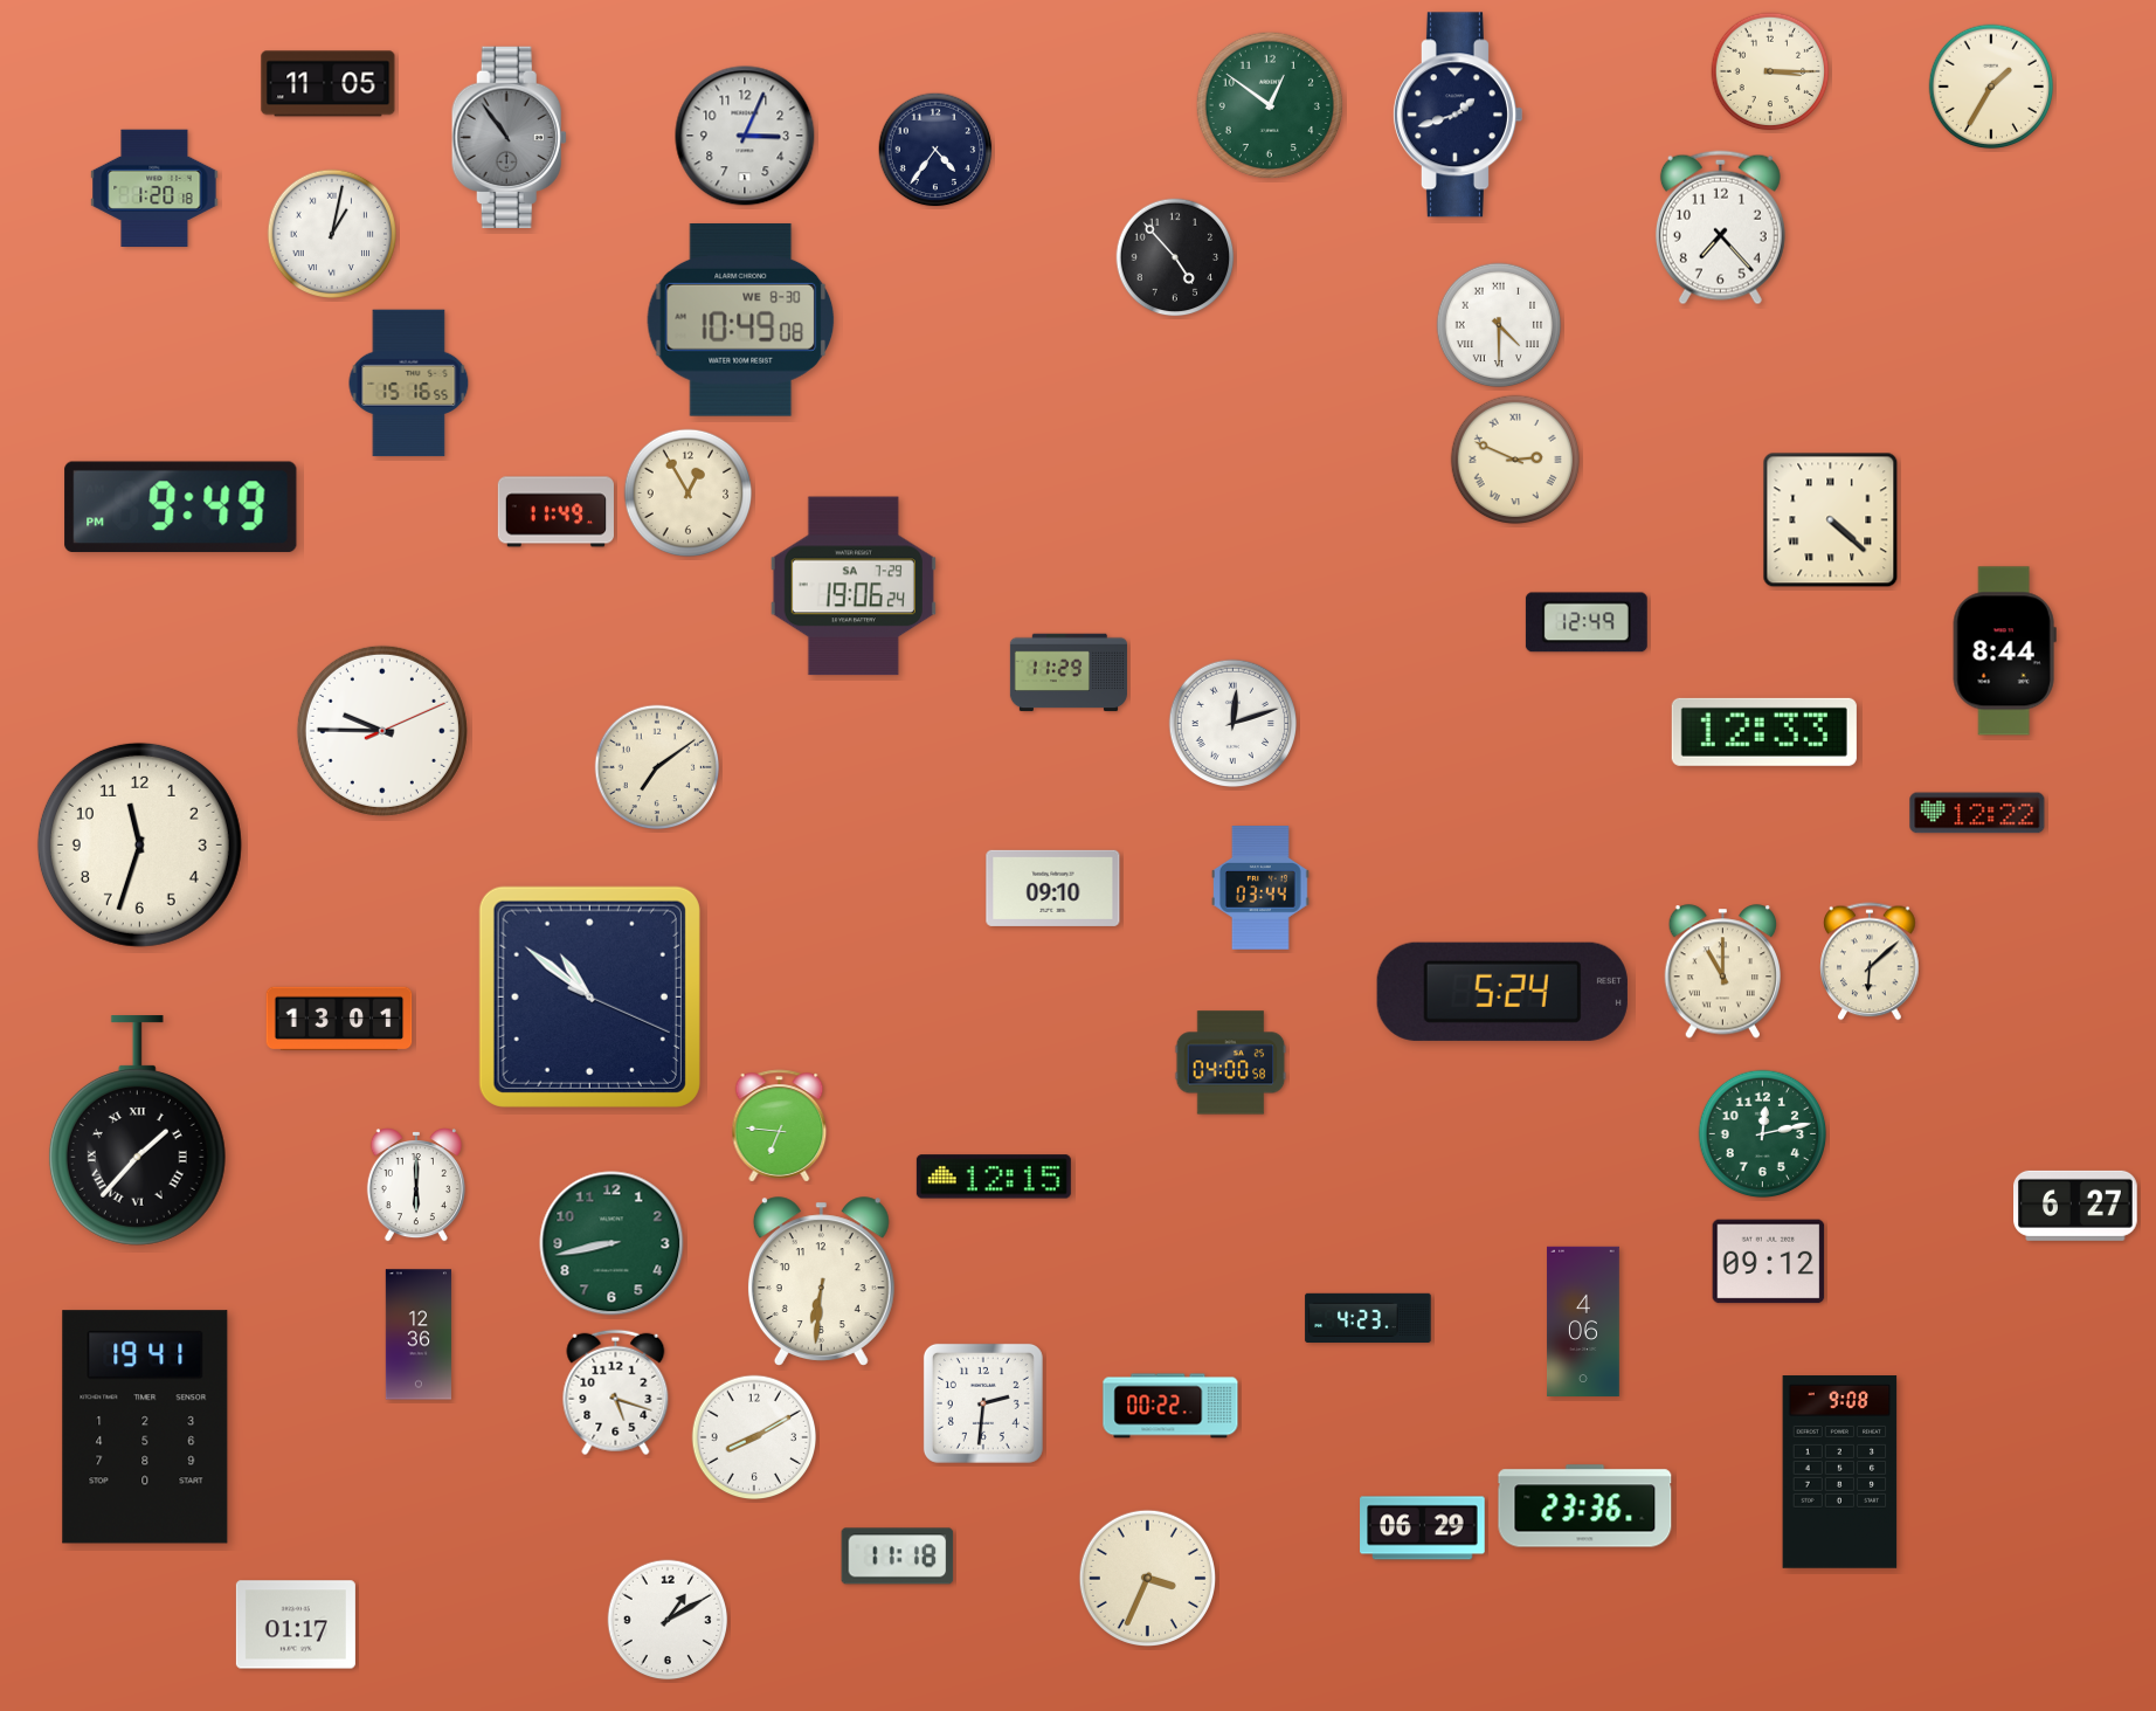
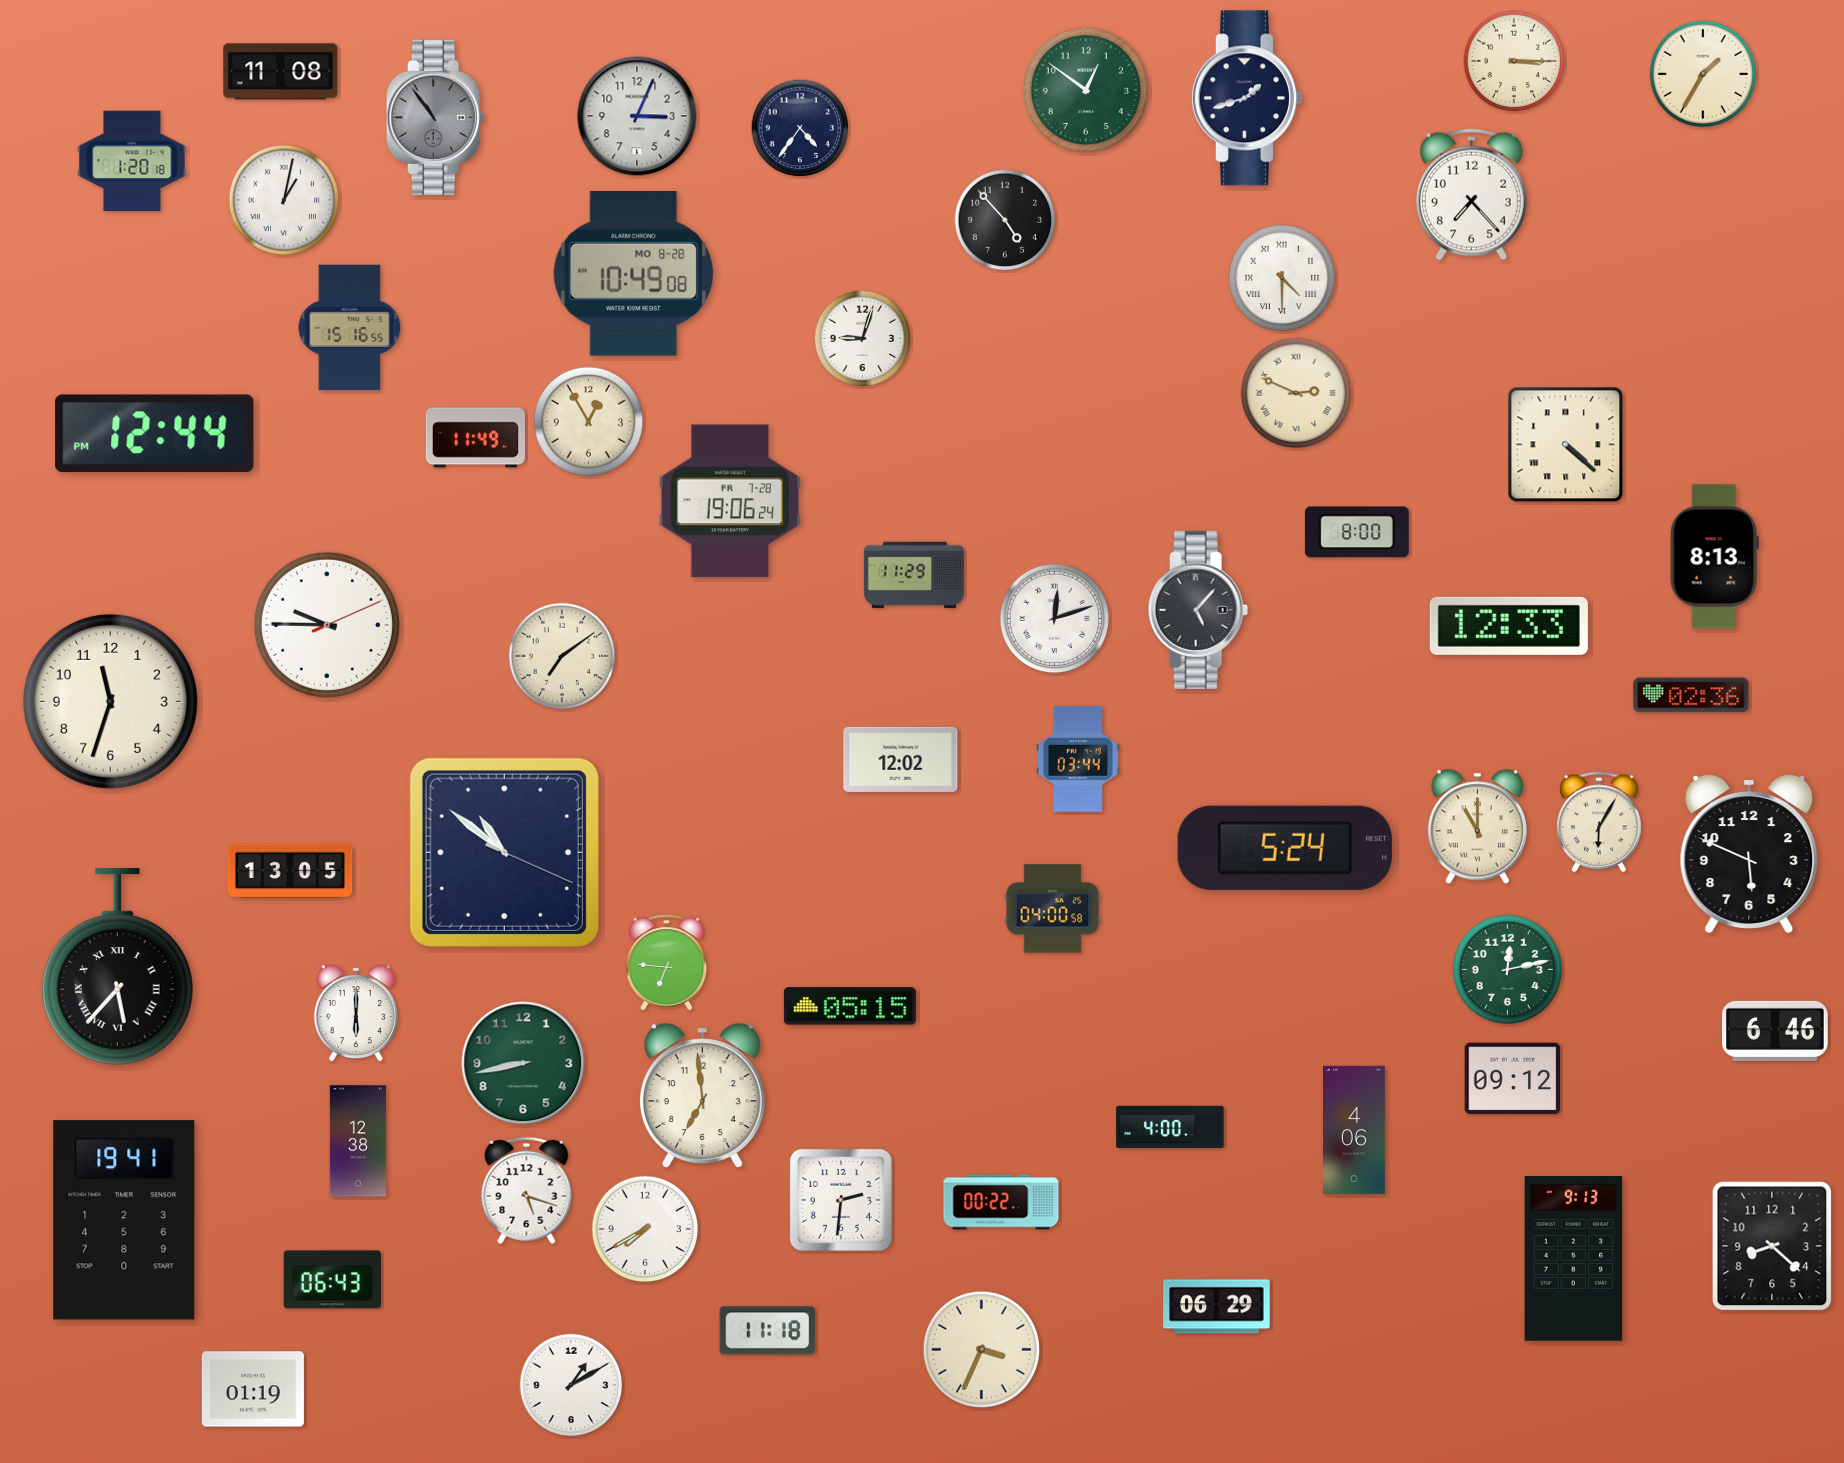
clock at (329, 84): 11:05 -> 11:08
clock at (741, 319) date: WE 8-30 -> MO 8-28
clock at (863, 339): none -> 9:03
clock at (181, 508): 9:49 -> 12:44
clock at (854, 586) date: SA 7-29 -> FR 7-28
clock at (1587, 622): 12:49 -> 8:00
clock at (2004, 651): 8:44 -> 8:13
clock at (1198, 610): none -> 5:07
clock at (1977, 813): 12:22 -> 02:36
clock at (139, 844) position: (139, 844) -> (110, 701)
clock at (1053, 888): 09:10 -> 12:02
clock at (1870, 961): 6:08 -> 6:05
clock at (1722, 972) position: (1722, 972) -> (1477, 827)
clock at (1749, 855): none -> 5:49
clock at (339, 1019): 13:01 -> 13:05
clock at (137, 1131): 1:37 -> 5:37
clock at (994, 1177): 12:15 -> 05:15
clock at (2076, 1206): 6:27 -> 6:46
clock at (821, 1282): 6:31 -> 6:59
clock at (1368, 1317): 4:23 -> 4:00
clock at (419, 1334): 12:36 -> 12:38
clock at (754, 1437): 8:10 -> 7:40
clock at (1772, 1246): none -> 8:22
clock at (1840, 1472): 9:08 -> 9:13
clock at (333, 1280): none -> 06:43
clock at (1585, 1506): 23:36 -> none
clock at (296, 1624): 01:17 -> 01:19
